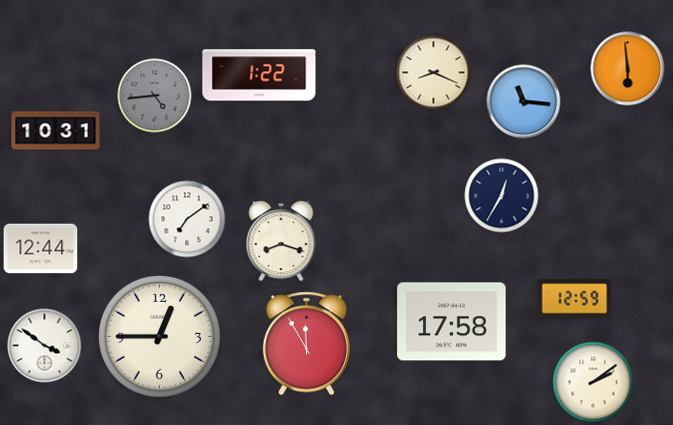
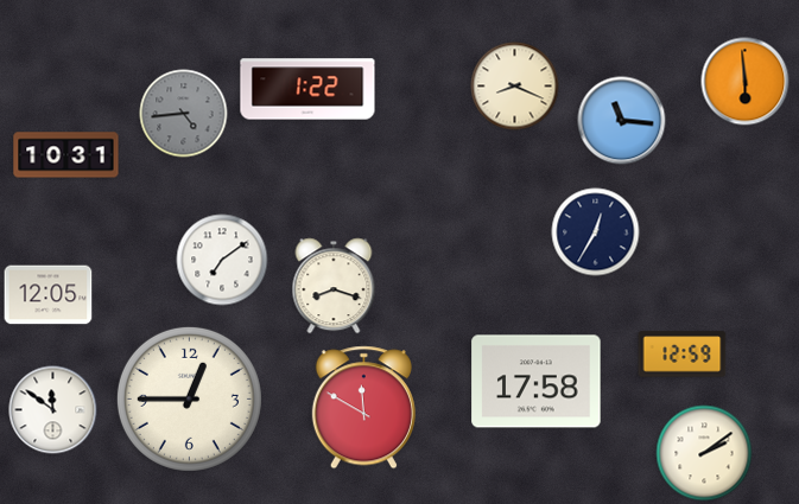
clock at (41, 249): 12:44 -> 12:05
clock at (306, 344): 11:55 -> 11:50
clock at (45, 346): 3:51 -> 11:51
